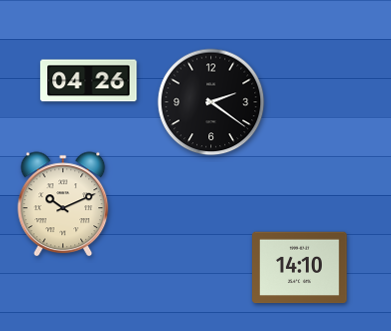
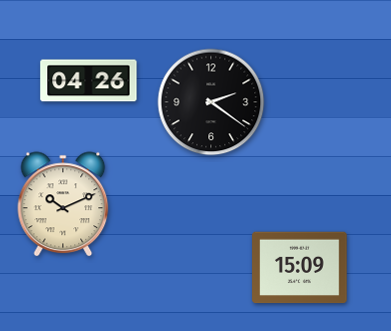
clock at (300, 268): 14:10 -> 15:09
